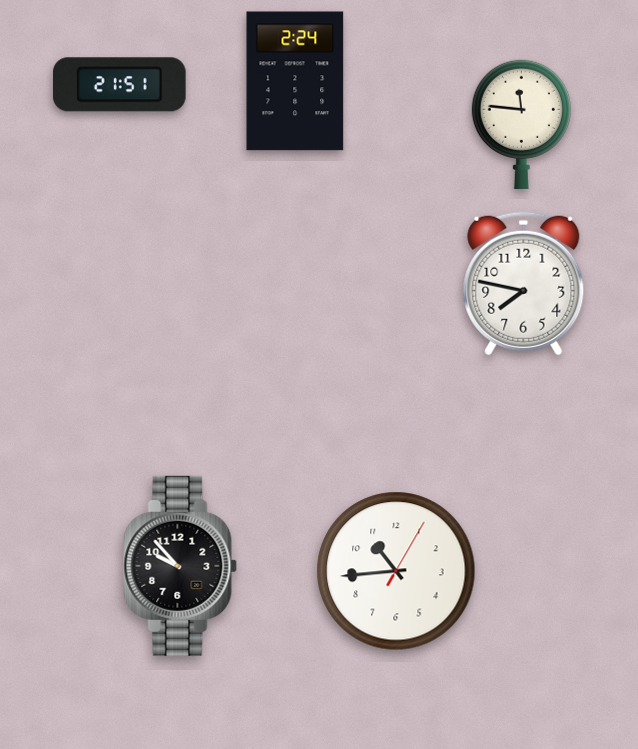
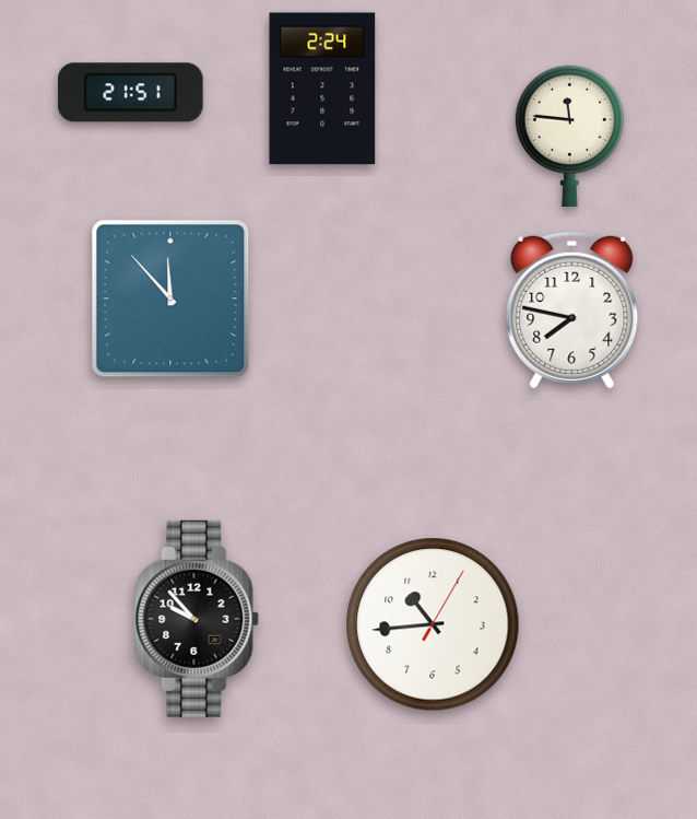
clock at (170, 299): none -> 11:53
